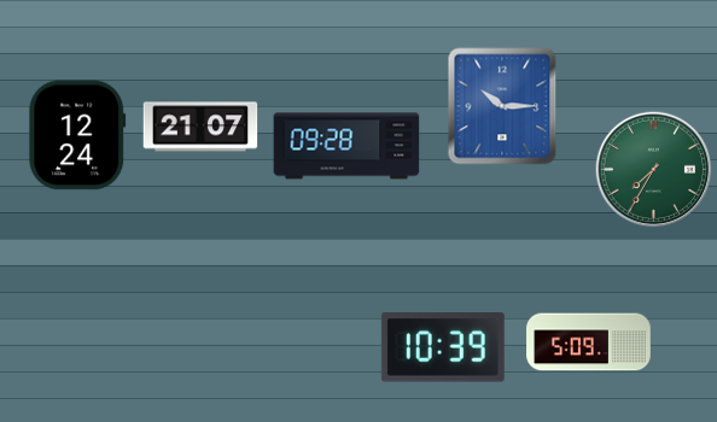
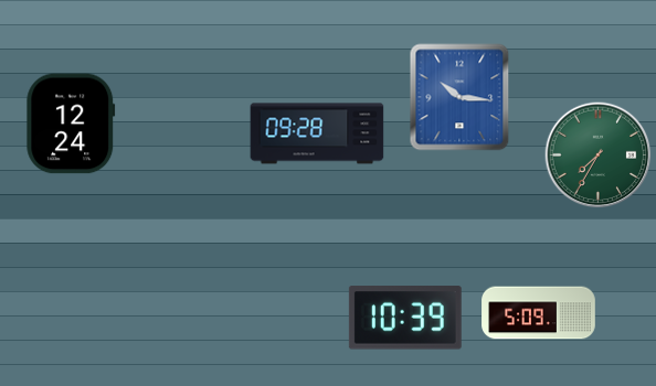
clock at (502, 106): 10:15 -> 10:16
clock at (200, 127): 21:07 -> none
